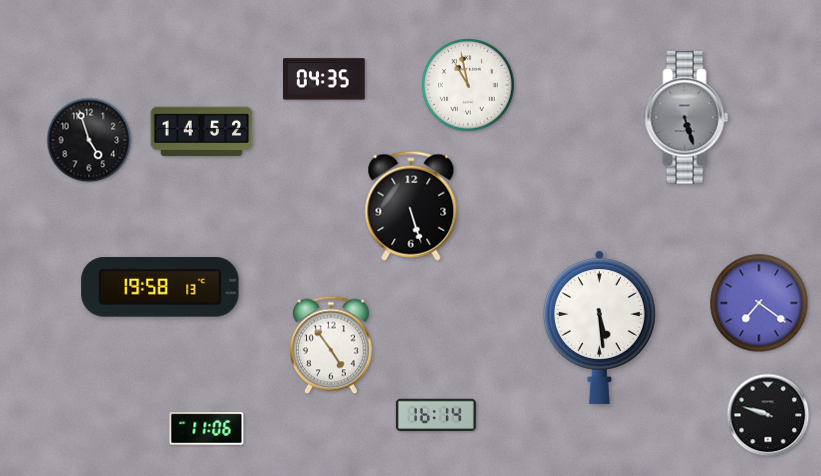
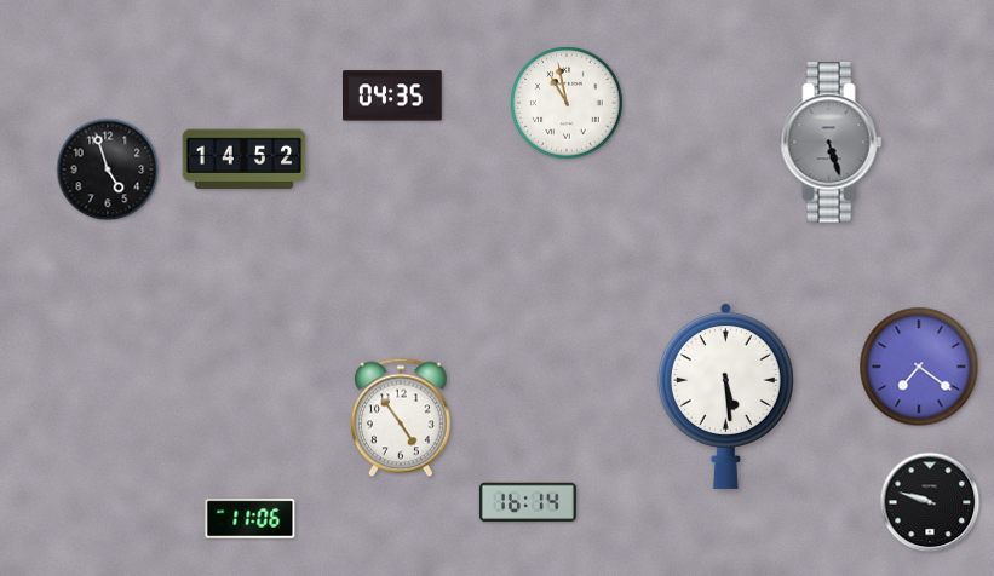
clock at (411, 206): 5:27 -> none
clock at (160, 287): 19:58 -> none
